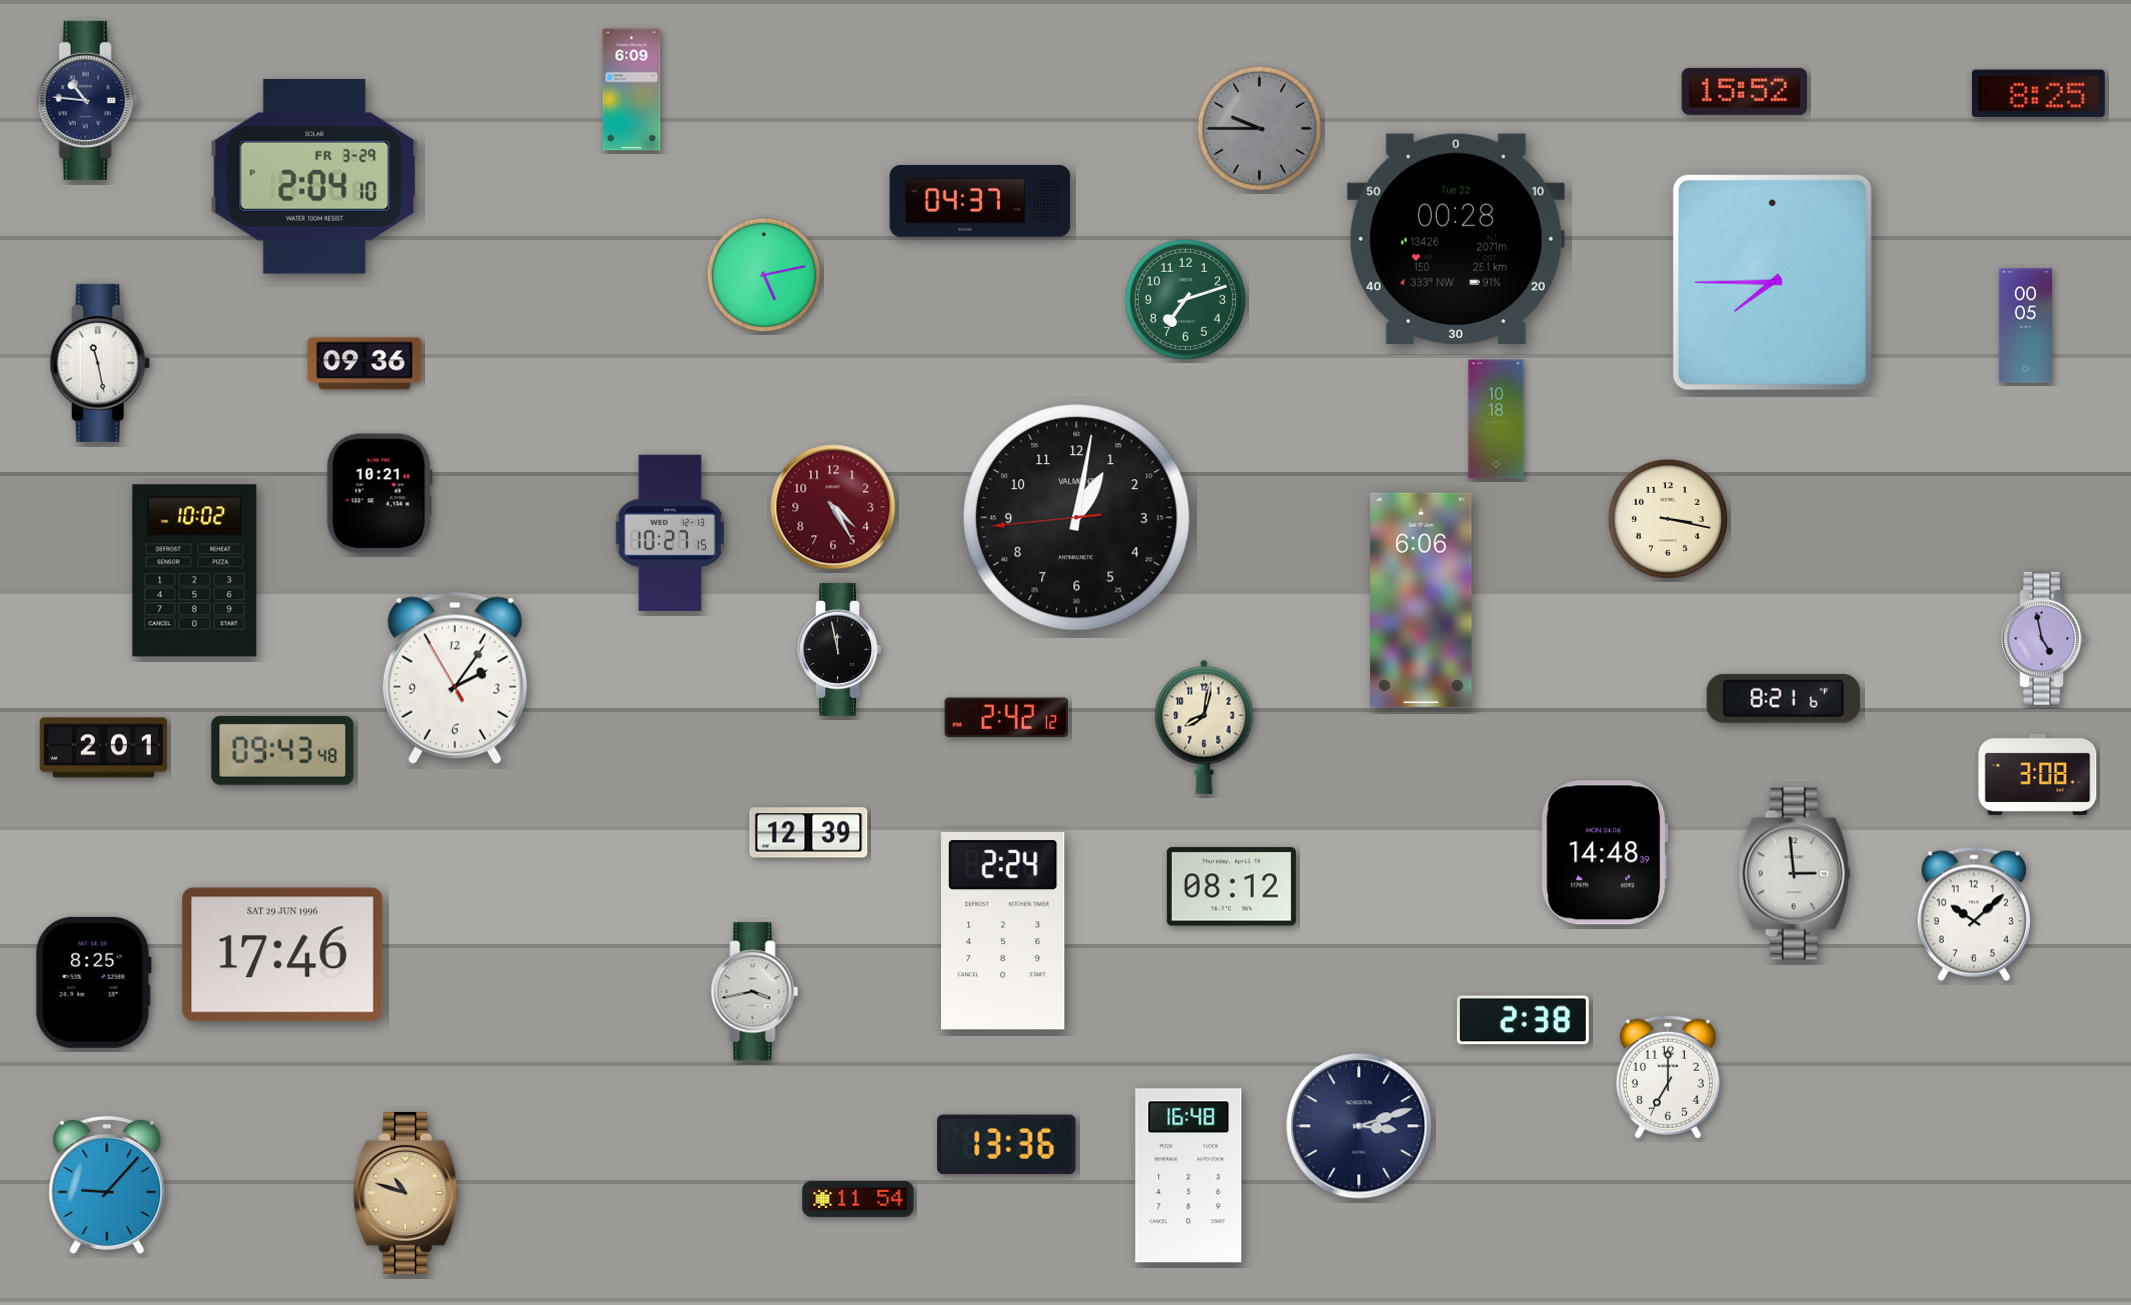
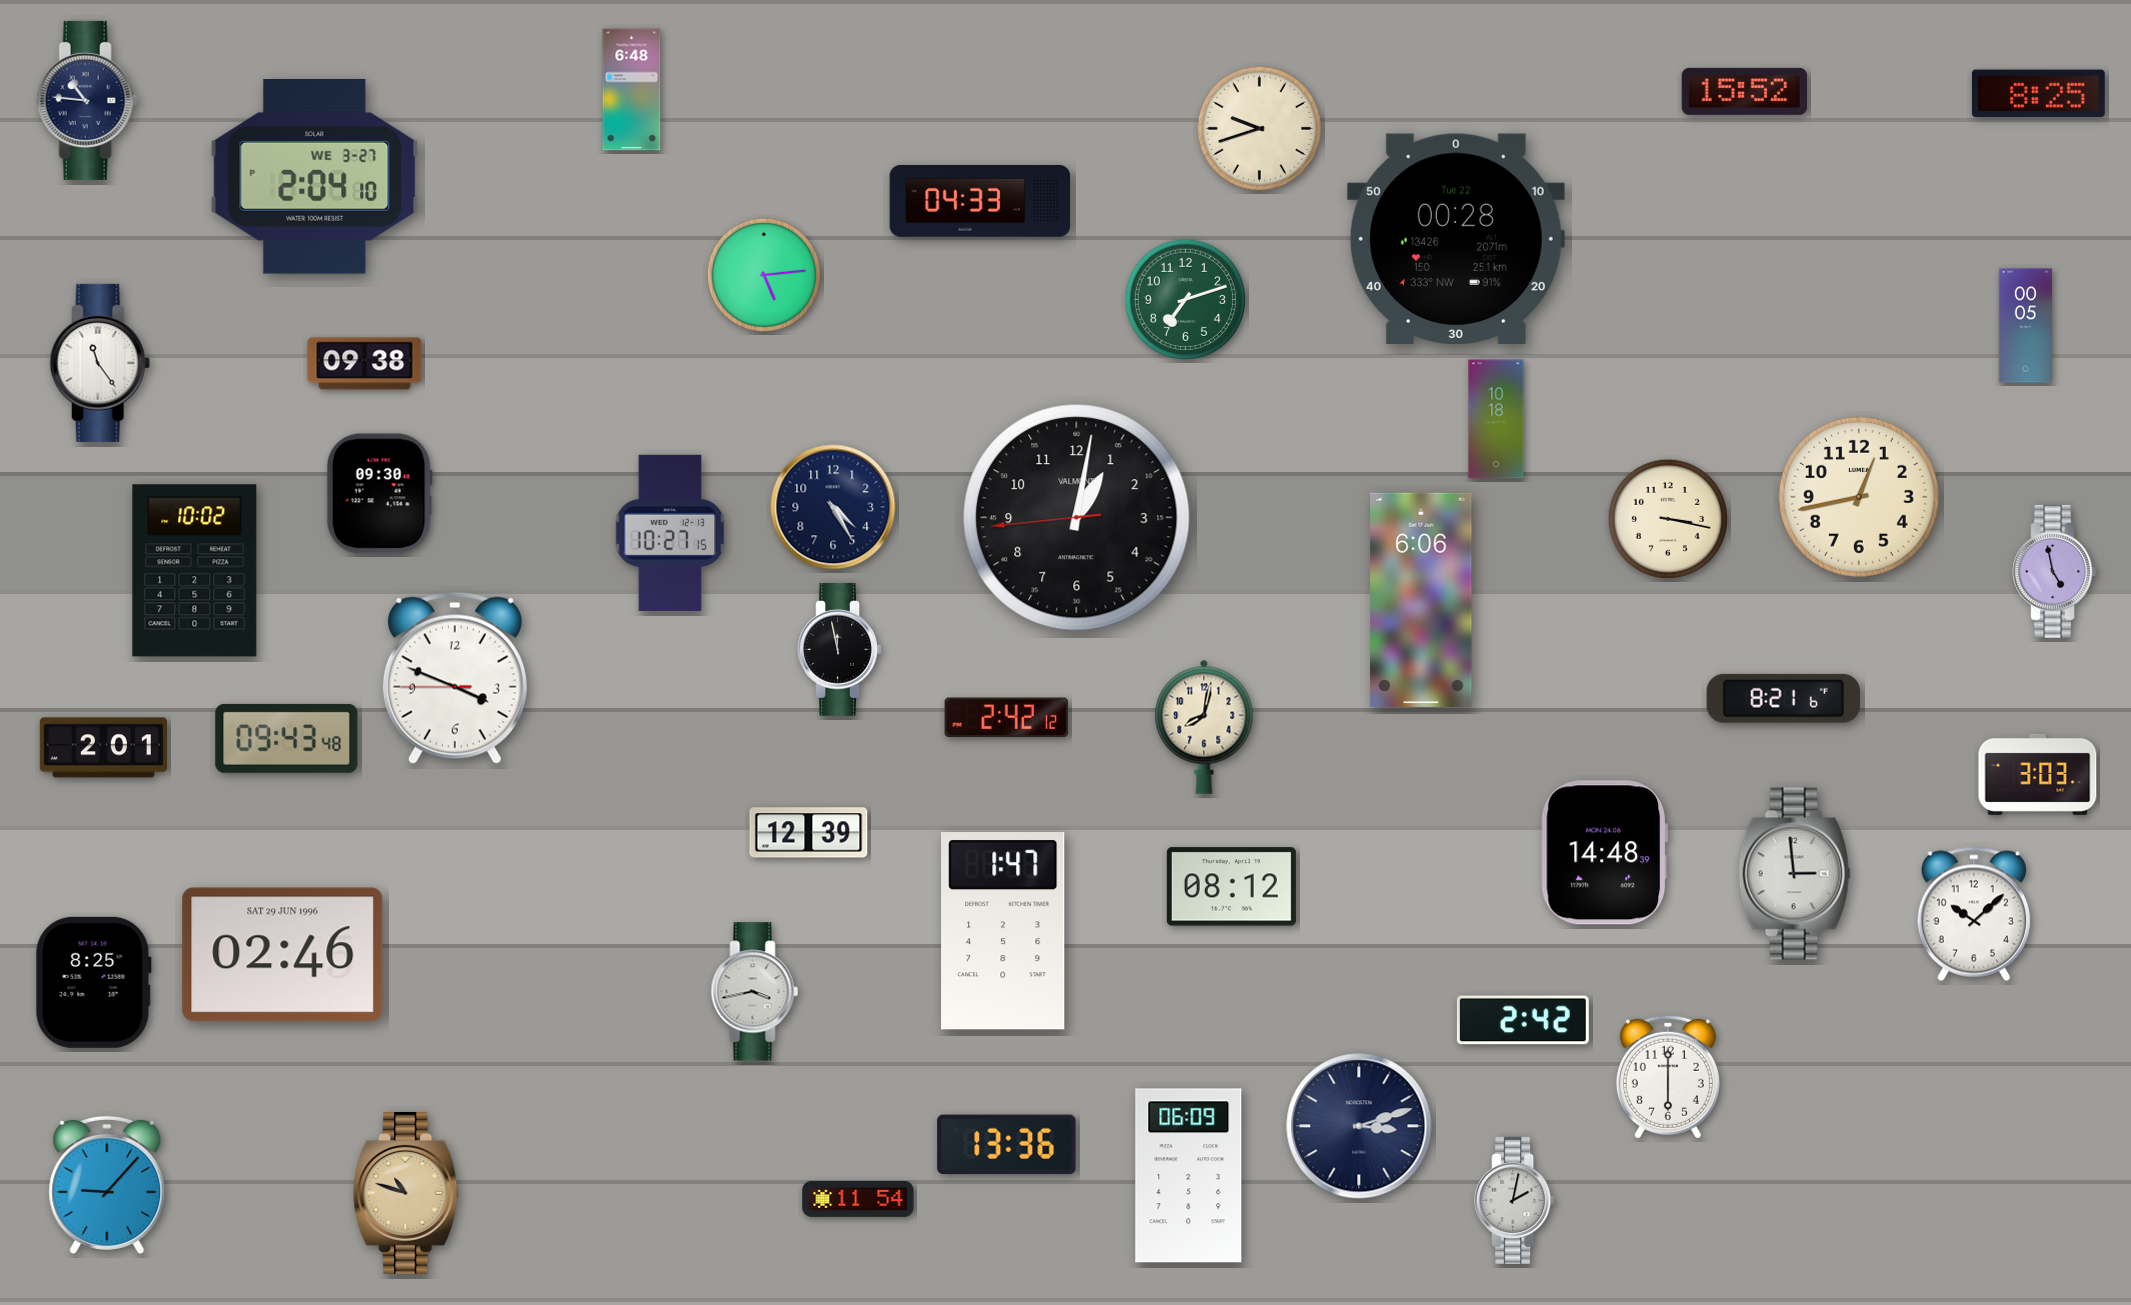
clock at (632, 90): 6:09 -> 6:48
clock at (1259, 128): 9:45 -> 9:42
clock at (1259, 128) dial: grey -> cream
clock at (315, 177) date: FR 3-29 -> WE 3-27
clock at (980, 201): 04:37 -> 04:33
clock at (764, 275): 5:13 -> 5:14
clock at (1772, 282): 7:45 -> none
clock at (100, 363): 11:28 -> 11:24
clock at (365, 364): 09:36 -> 09:38
clock at (379, 494): 10:21 -> 09:30
clock at (1859, 497): none -> 12:43
clock at (833, 507) dial: burgundy -> navy
clock at (2044, 638) position: (2044, 638) -> (2055, 571)
clock at (455, 678): 2:05 -> 3:48
clock at (283, 750) position: (283, 750) -> (287, 738)
clock at (2038, 774): 3:08 -> 3:03
clock at (1003, 931): 2:24 -> 1:47
clock at (283, 955): 17:46 -> 02:46
clock at (1523, 1020): 2:38 -> 2:42
clock at (1668, 1077): 7:00 -> 6:00
clock at (1189, 1176): 16:48 -> 06:09
clock at (1515, 1200): none -> 2:02
